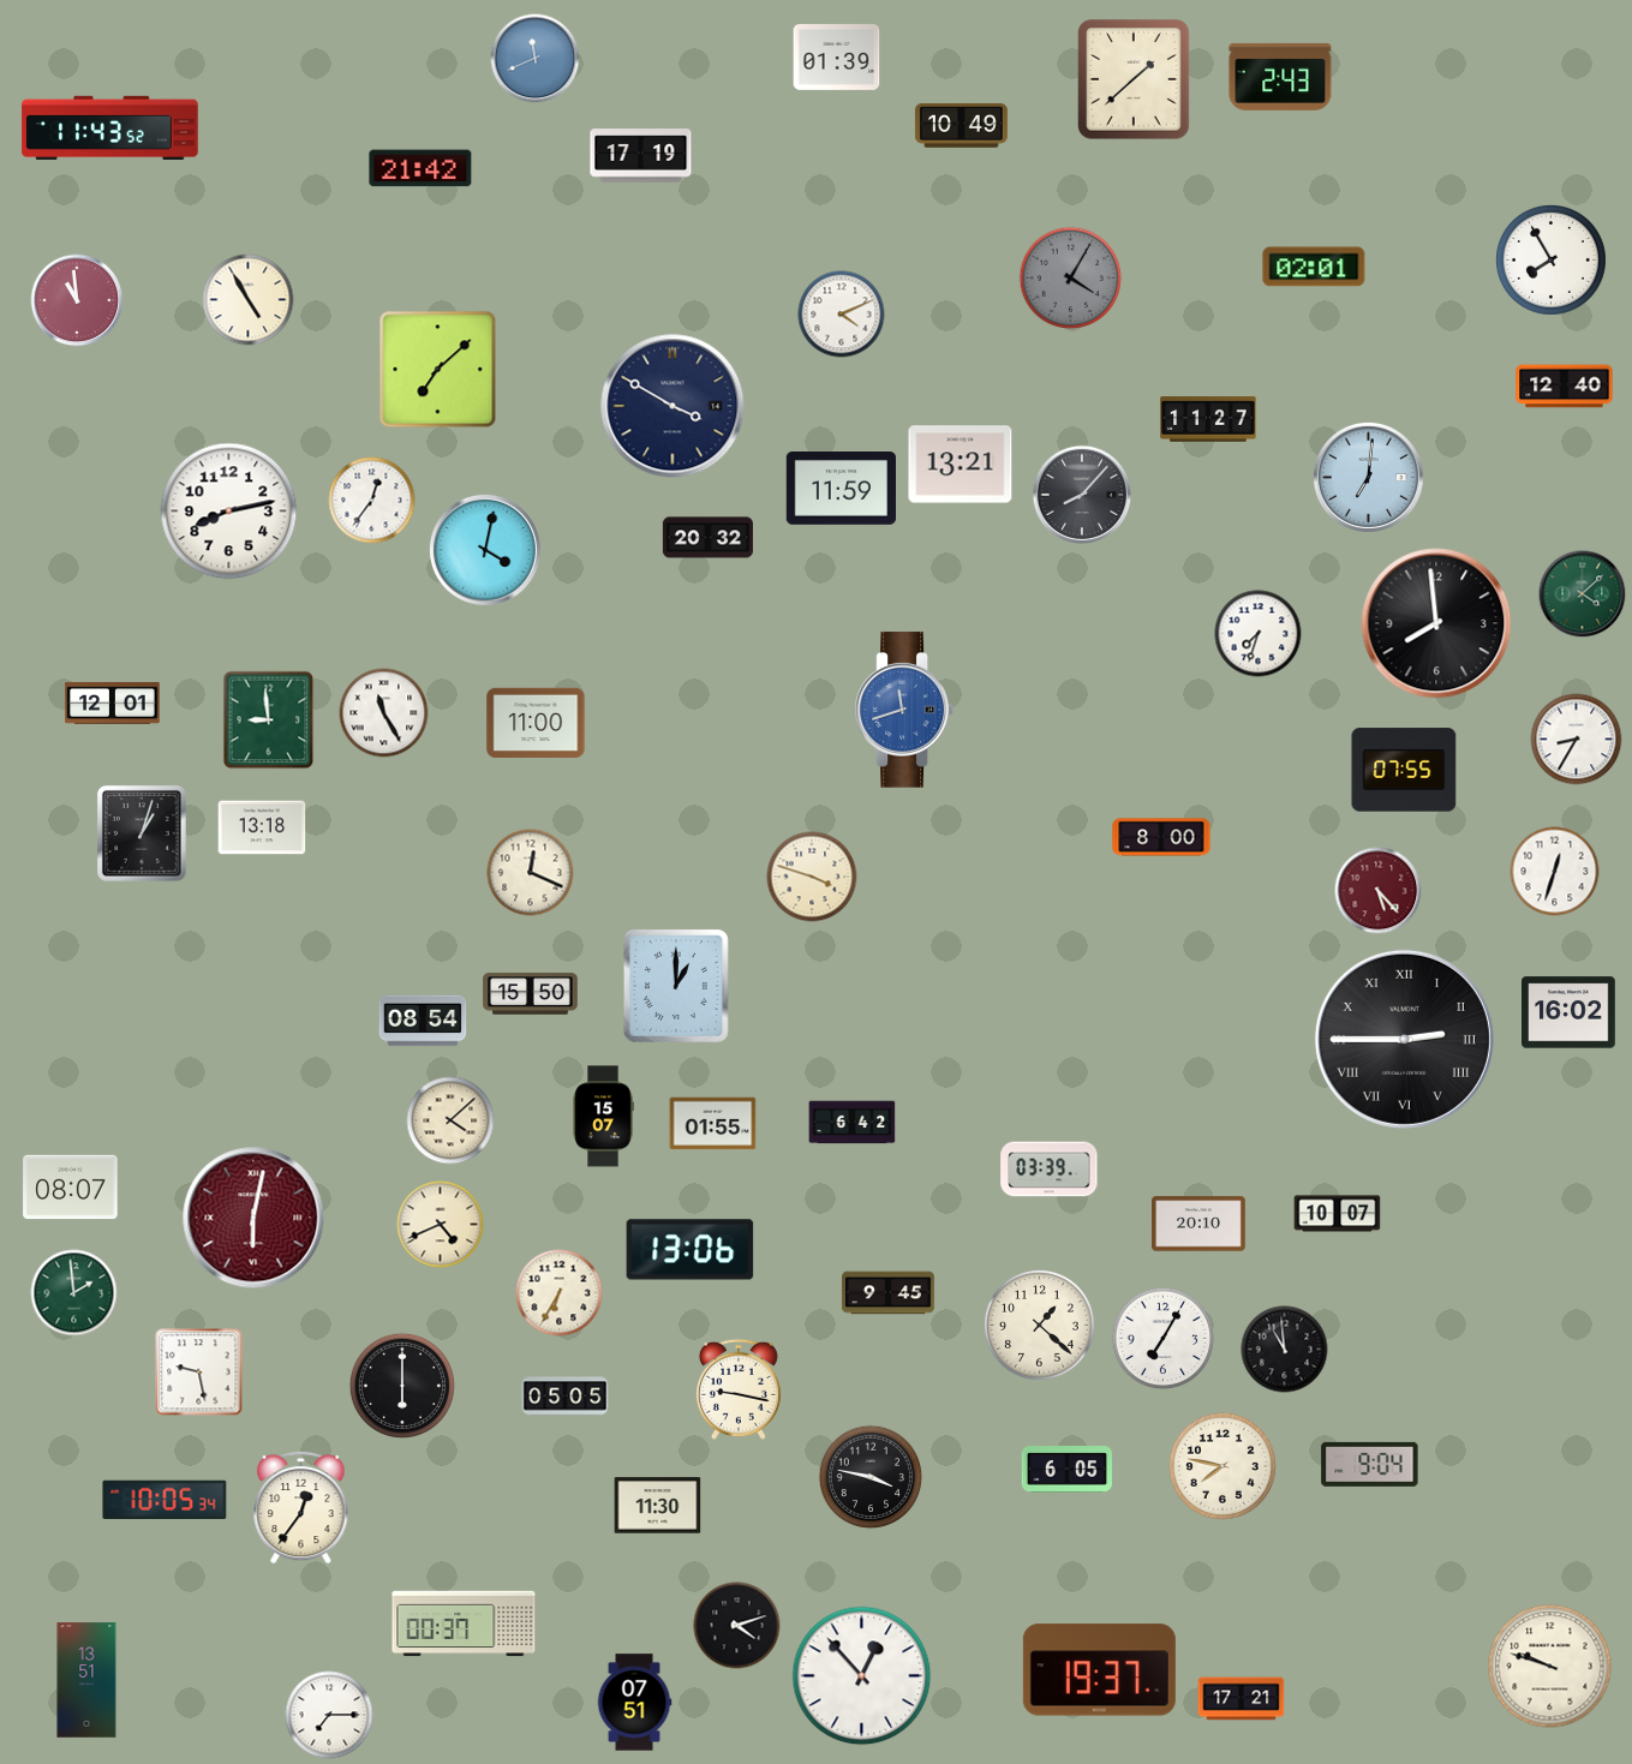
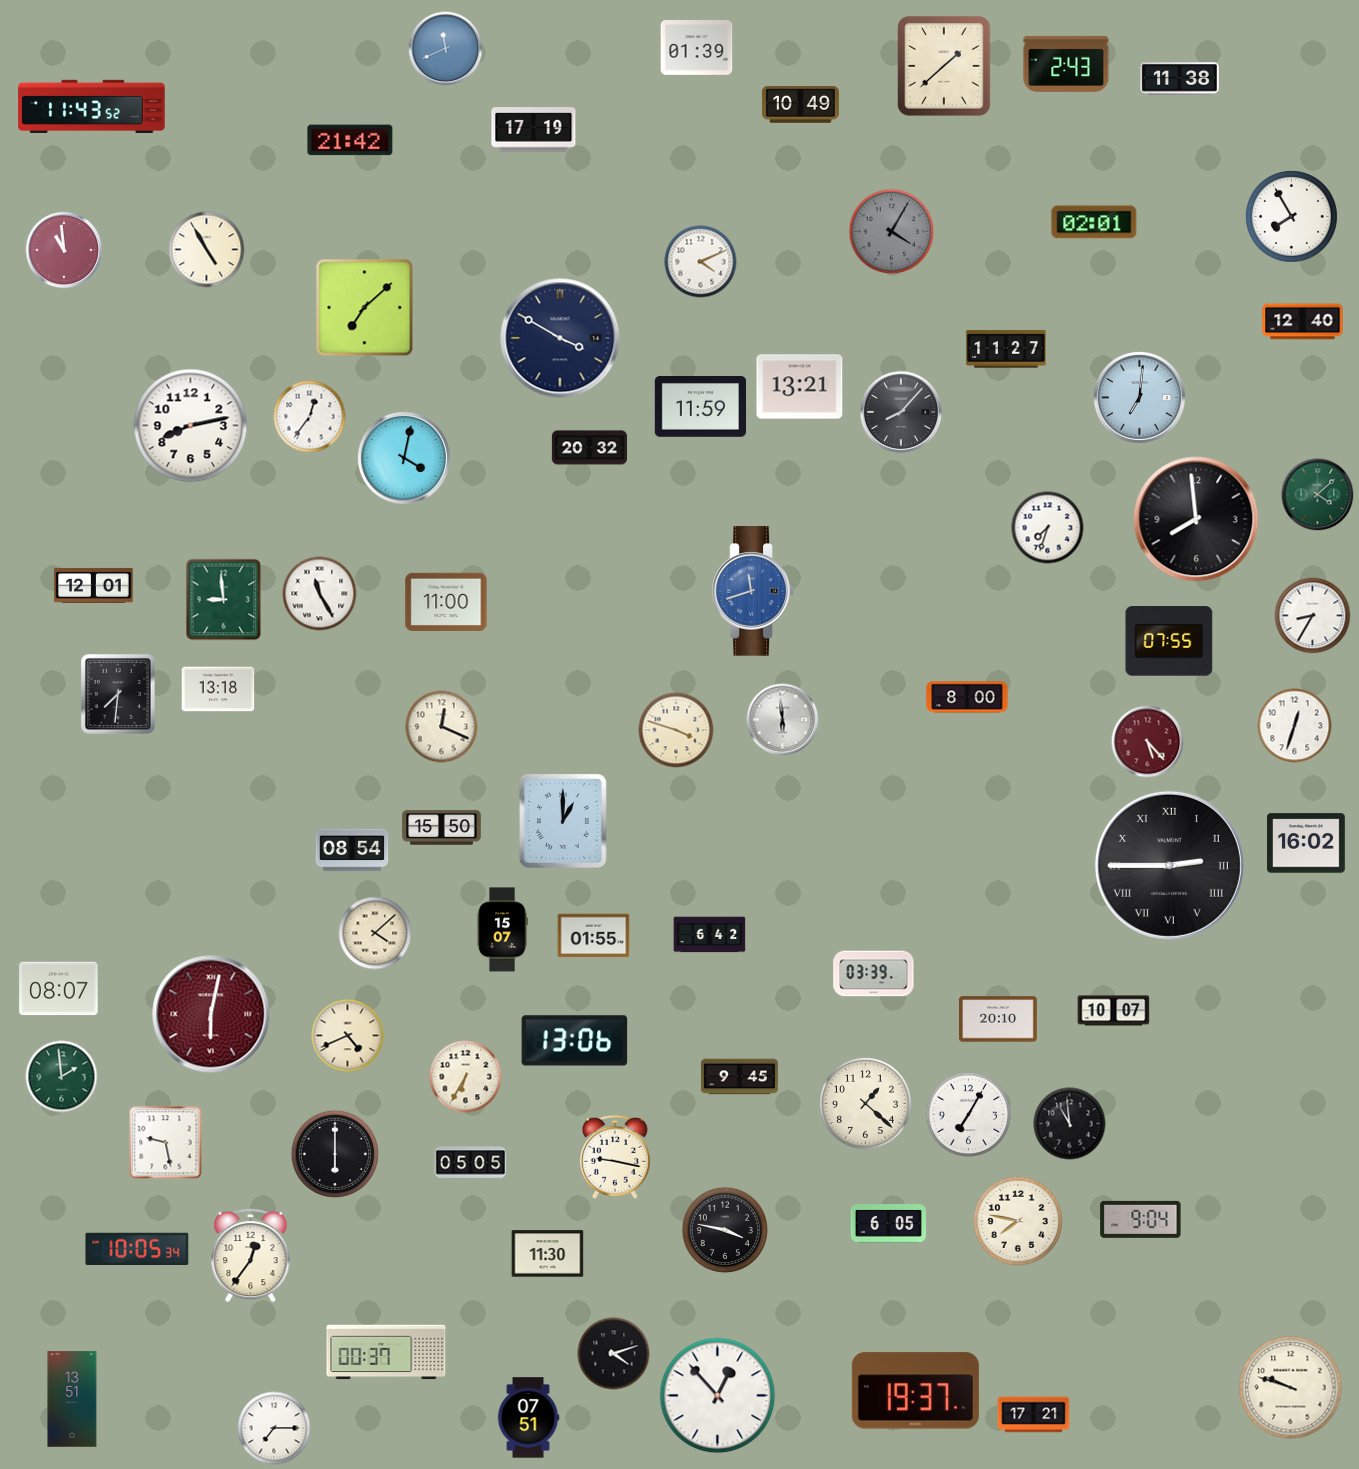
clock at (1180, 79): none -> 11:38
clock at (142, 833): 1:03 -> 7:31
clock at (783, 720): none -> 5:59
clock at (441, 1225) position: (441, 1225) -> (348, 1036)
